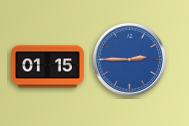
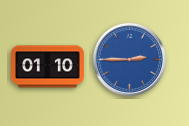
clock at (48, 67): 01:15 -> 01:10
